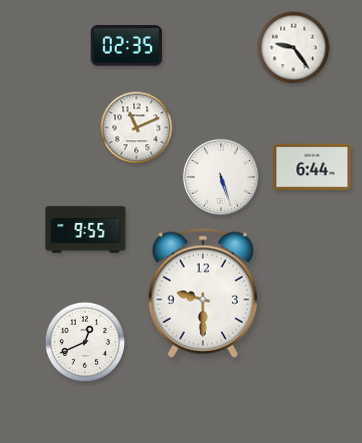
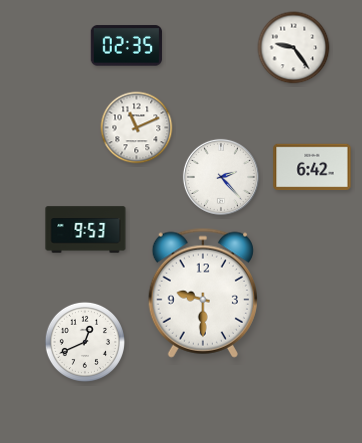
clock at (312, 167): 6:44 -> 6:42
clock at (221, 177): 5:27 -> 2:23
clock at (86, 230): 9:55 -> 9:53
